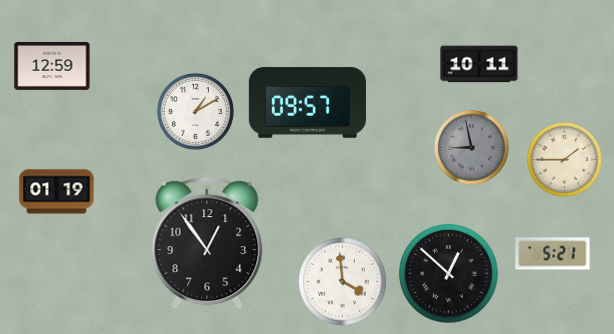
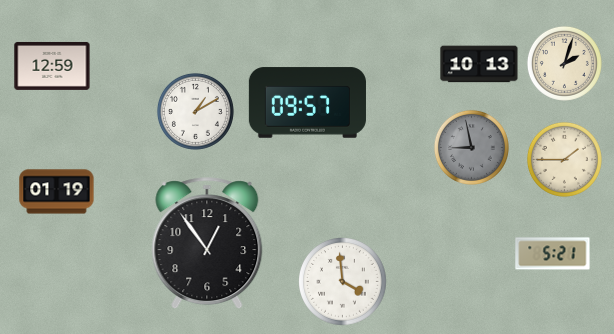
clock at (564, 63): none -> 2:03
clock at (479, 64): 10:11 -> 10:13
clock at (449, 274): 12:52 -> none
